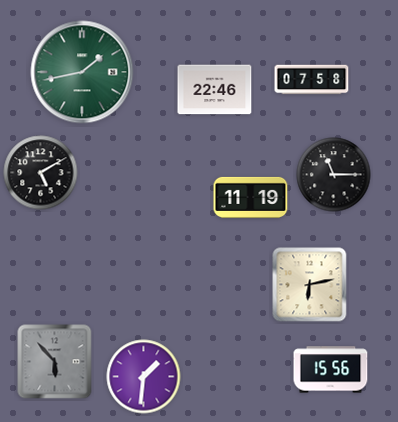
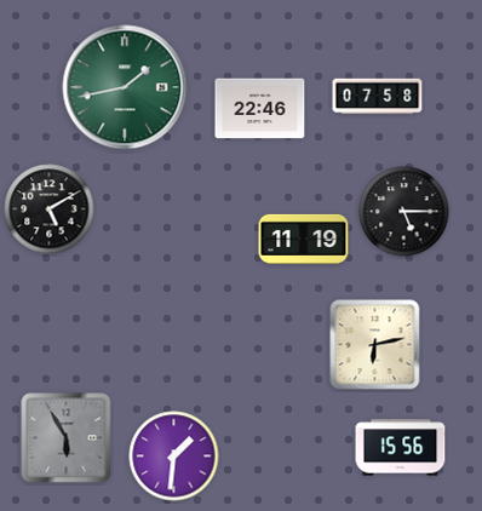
clock at (82, 72) position: (82, 72) -> (125, 87)
clock at (334, 175): 11:15 -> 5:15
clock at (55, 362): 5:53 -> 5:55
